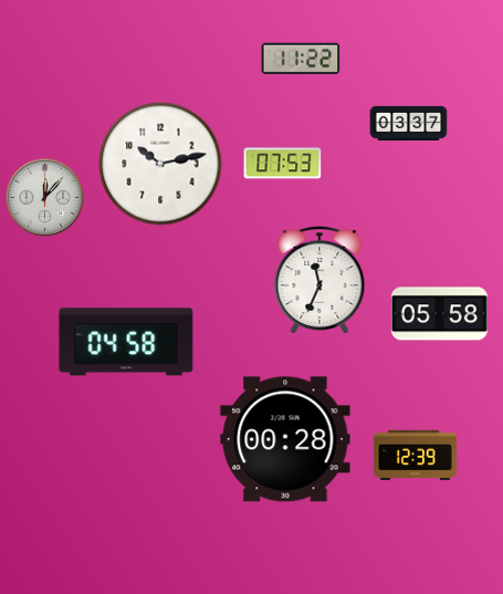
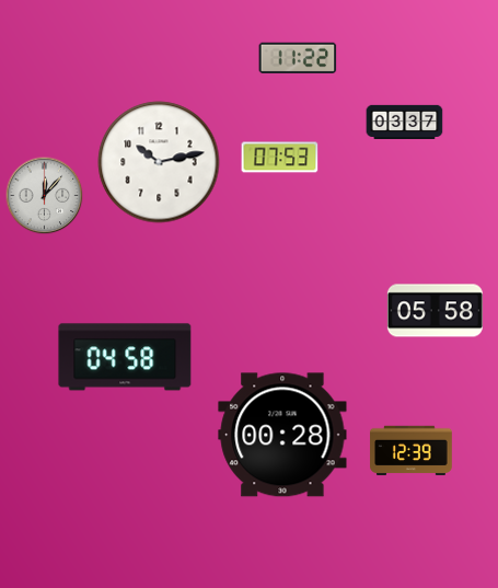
clock at (283, 164) position: (283, 164) -> (280, 158)
clock at (319, 281): 11:34 -> none
clock at (126, 342) position: (126, 342) -> (125, 357)
